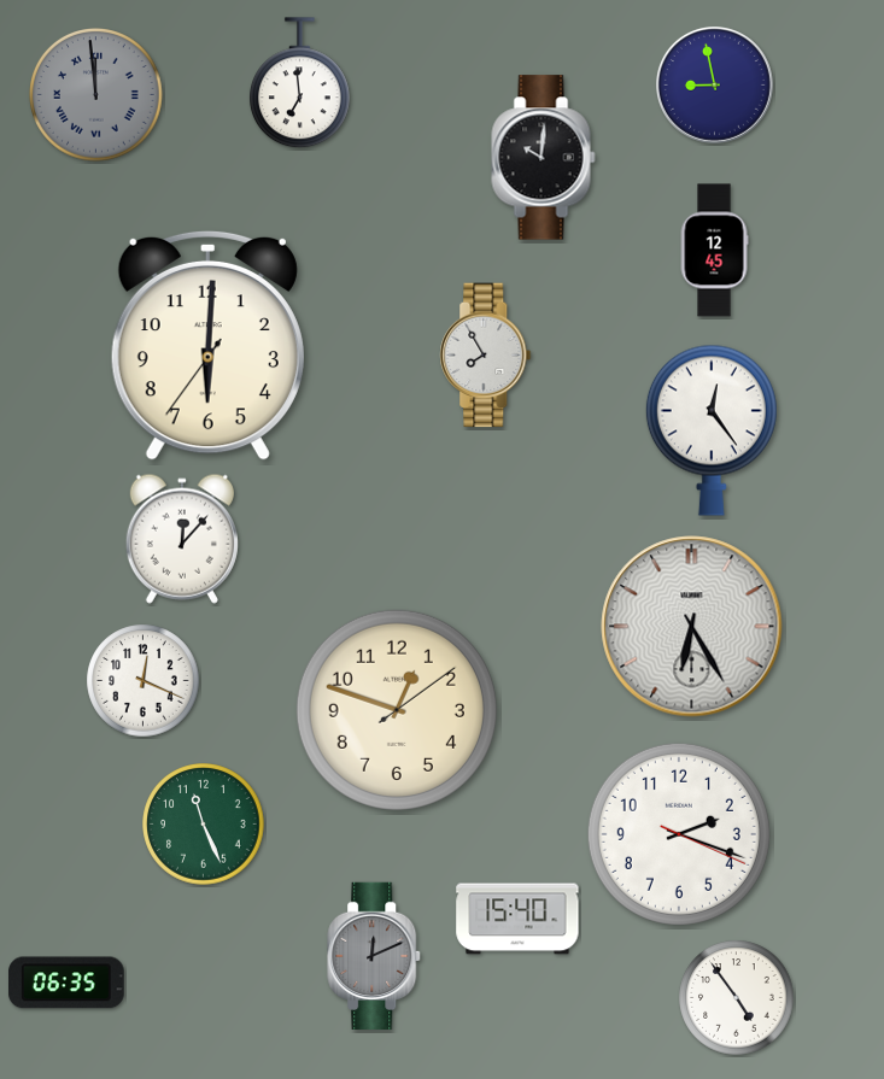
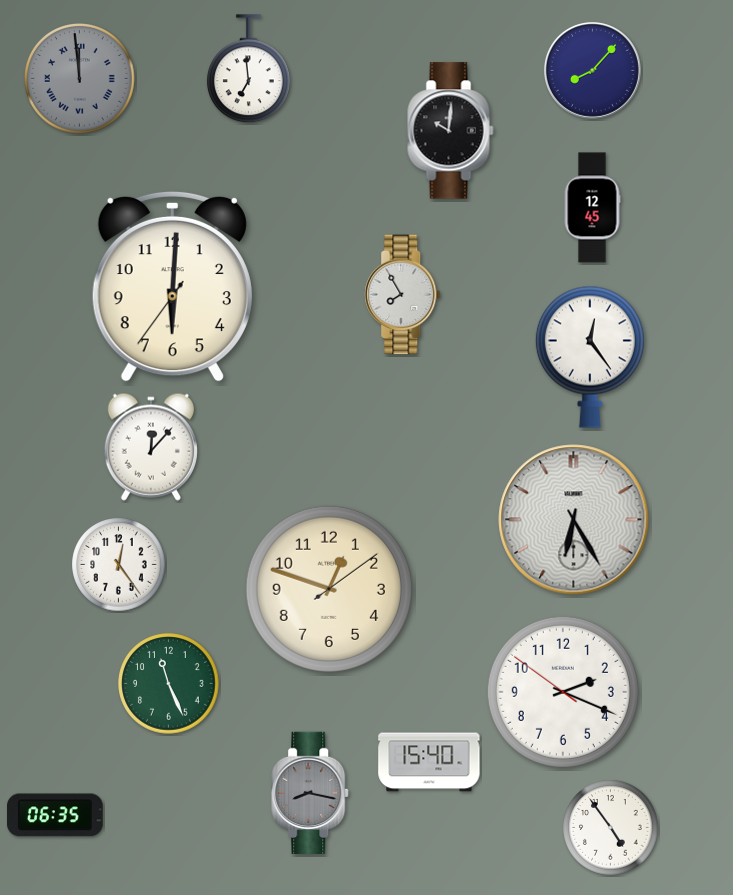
clock at (714, 84): 8:58 -> 8:07
clock at (144, 681): 12:19 -> 12:24
clock at (679, 834): 2:18:19 -> 2:18:51
clock at (375, 955): 12:11 -> 8:17
